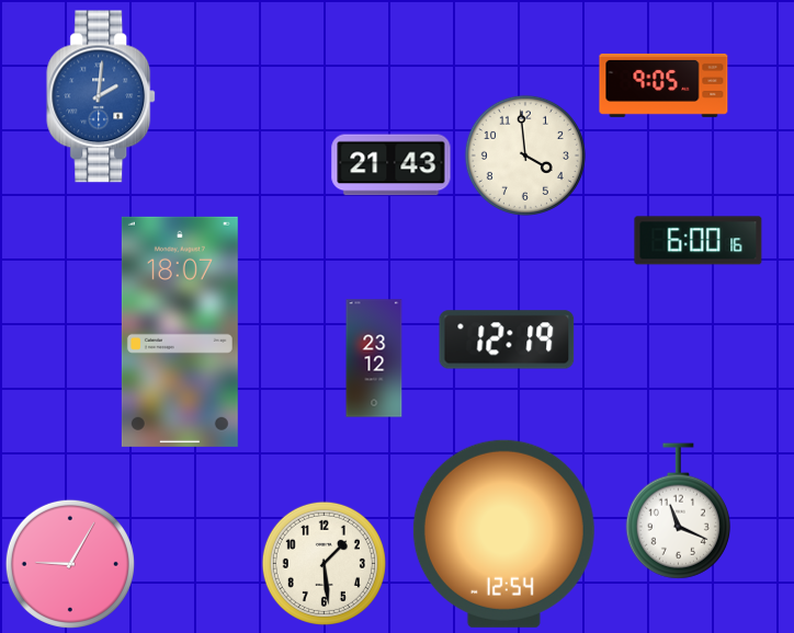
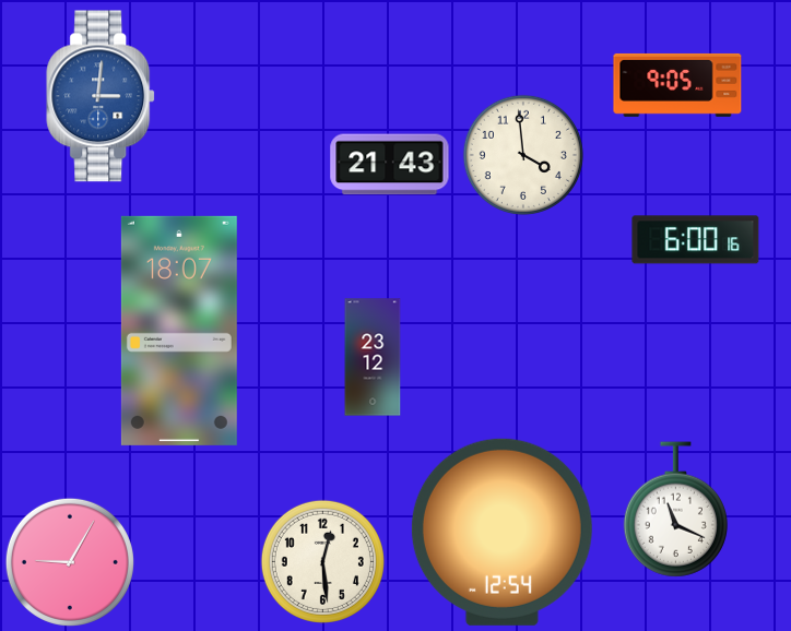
clock at (663, 85) position: (663, 85) -> (677, 85)
clock at (102, 96): 2:01 -> 3:01
clock at (507, 339): 12:19 -> none
clock at (324, 563): 1:29 -> 12:29
